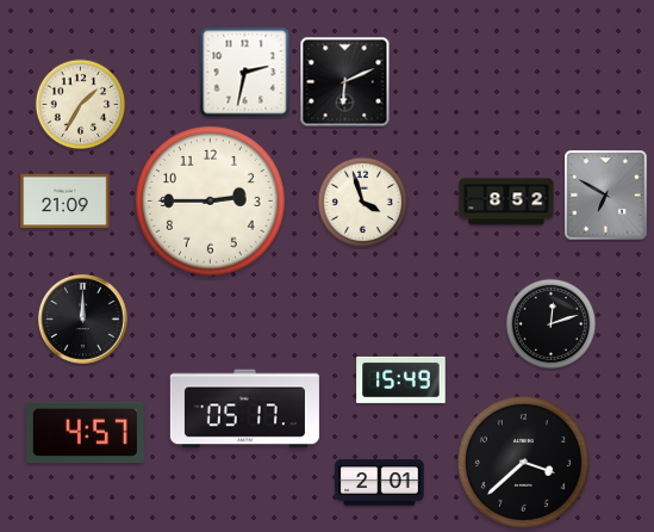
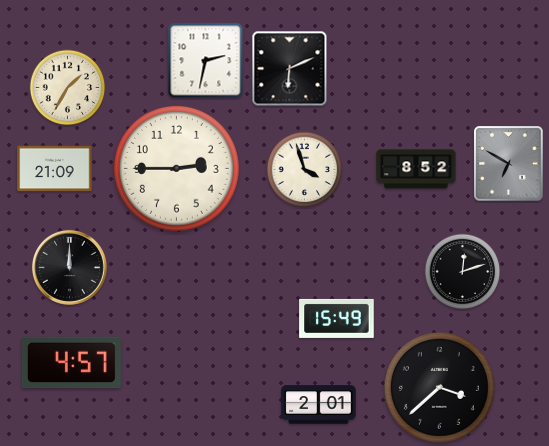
clock at (506, 202) position: (506, 202) -> (416, 169)
clock at (244, 409): 05:17 -> none
